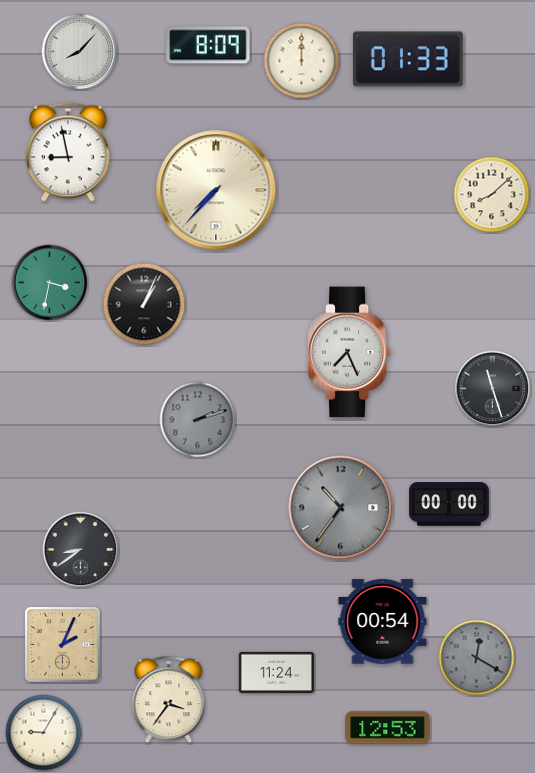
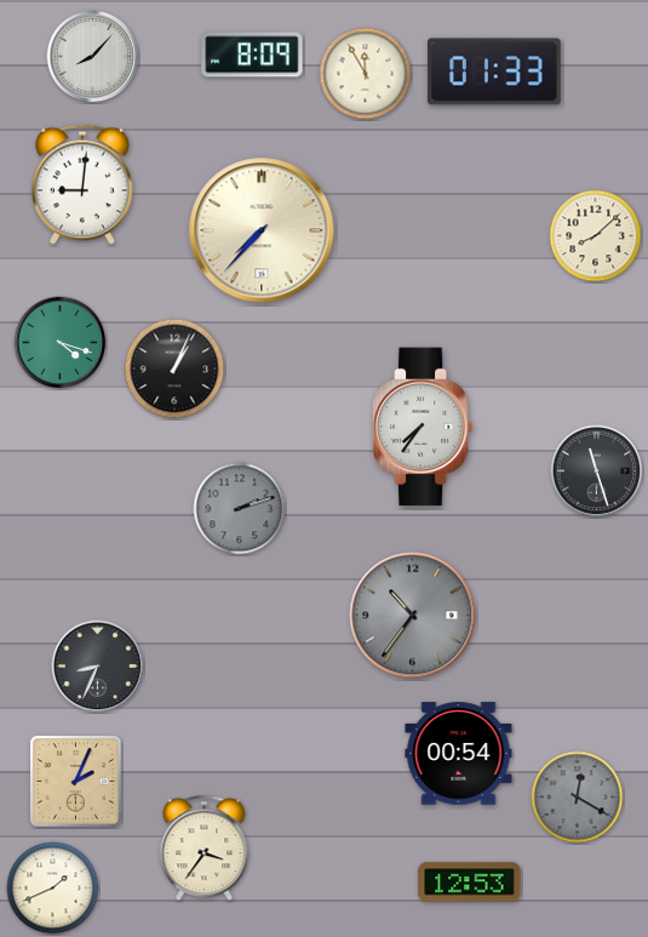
clock at (80, 52) position: (80, 52) -> (93, 57)
clock at (302, 61): 12:00 -> 11:55
clock at (68, 152): 8:58 -> 9:01
clock at (50, 283): 3:32 -> 4:18
clock at (349, 352): 7:26 -> 7:36
clock at (449, 504): 00:00 -> none
clock at (81, 550): 8:39 -> 8:34
clock at (383, 622) position: (383, 622) -> (459, 754)
clock at (276, 672): 11:24 -> none
clock at (44, 733): 9:05 -> 1:41
